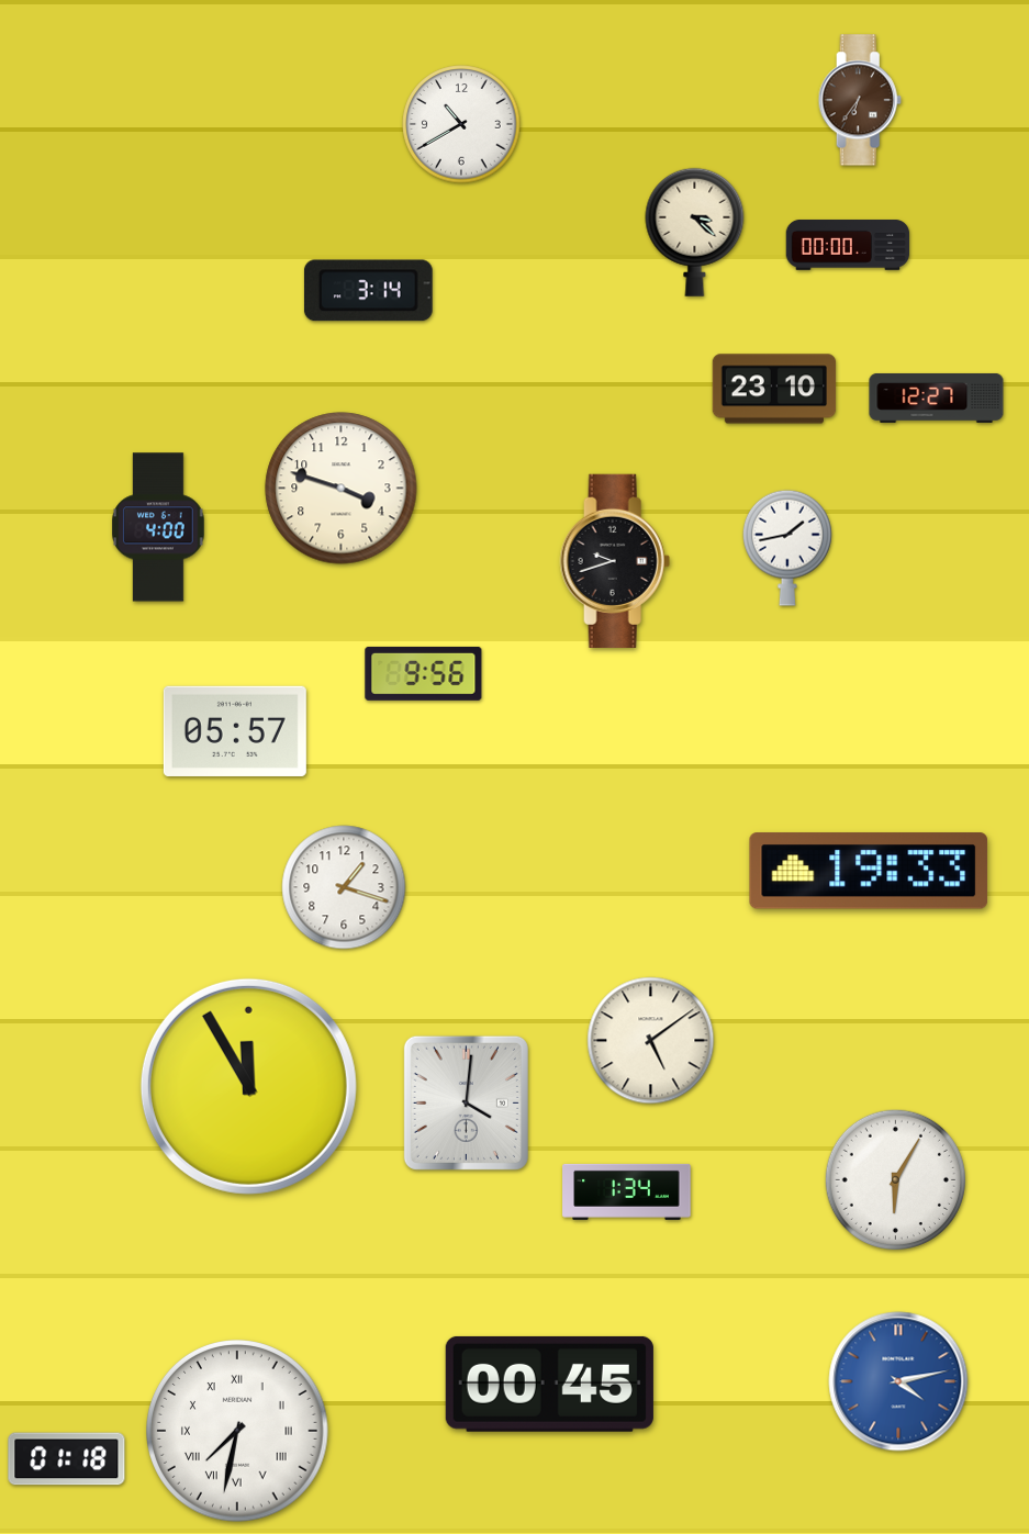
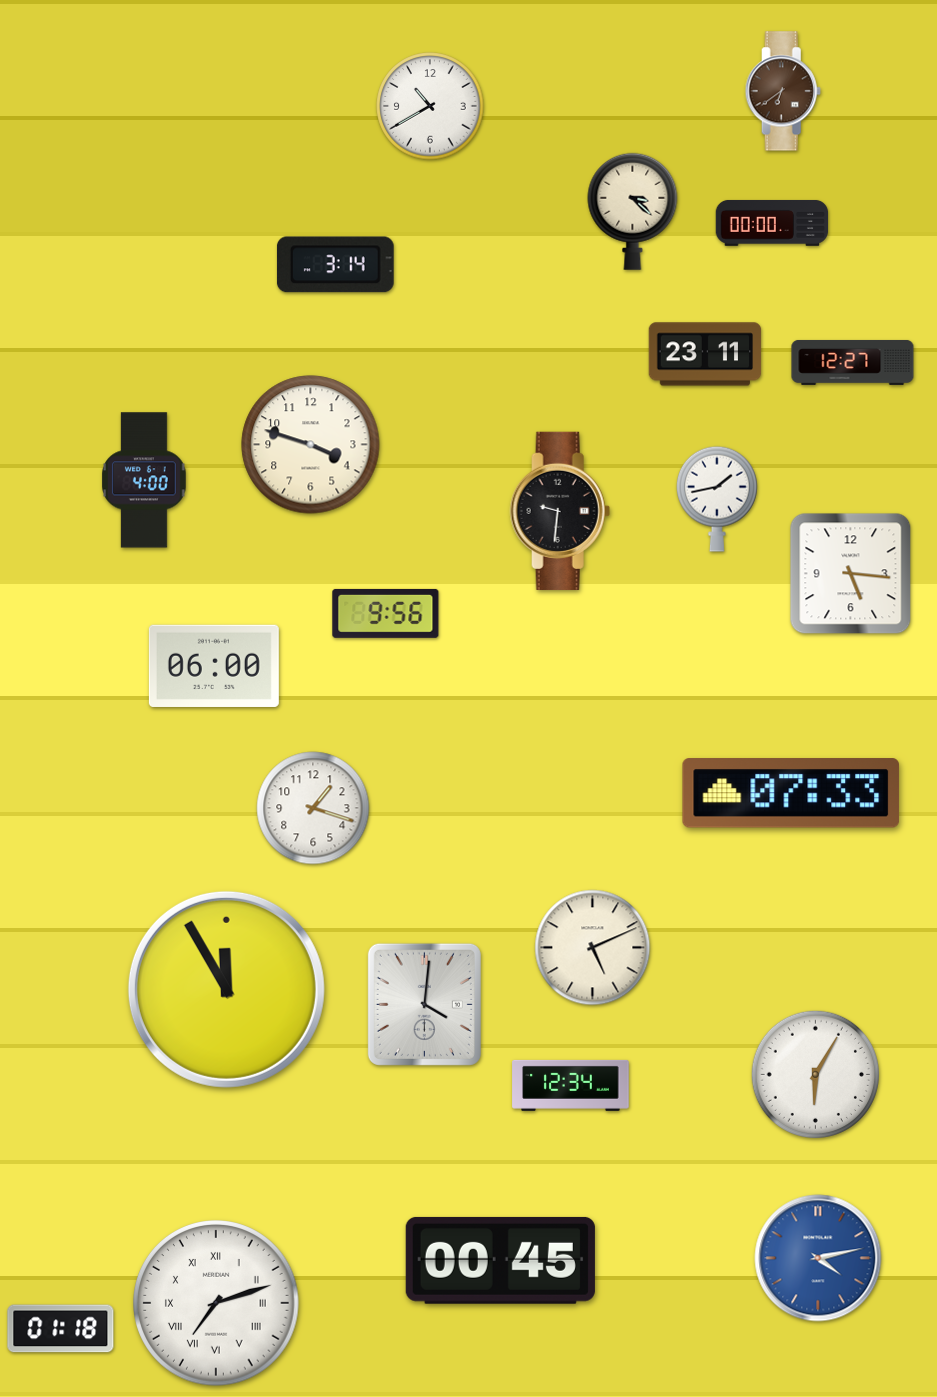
clock at (860, 100): 6:36 -> 6:39
clock at (461, 124) position: (461, 124) -> (430, 106)
clock at (774, 389): 23:10 -> 23:11
clock at (615, 561): 9:42 -> 9:31
clock at (851, 574): none -> 5:16
clock at (235, 731): 05:57 -> 06:00
clock at (869, 871): 19:33 -> 07:33
clock at (651, 1041): 5:09 -> 5:11
clock at (627, 1191): 1:34 -> 12:34
clock at (238, 1432): 7:32 -> 7:12
